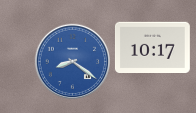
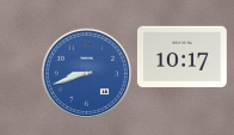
clock at (73, 62): 8:21 -> 8:42
